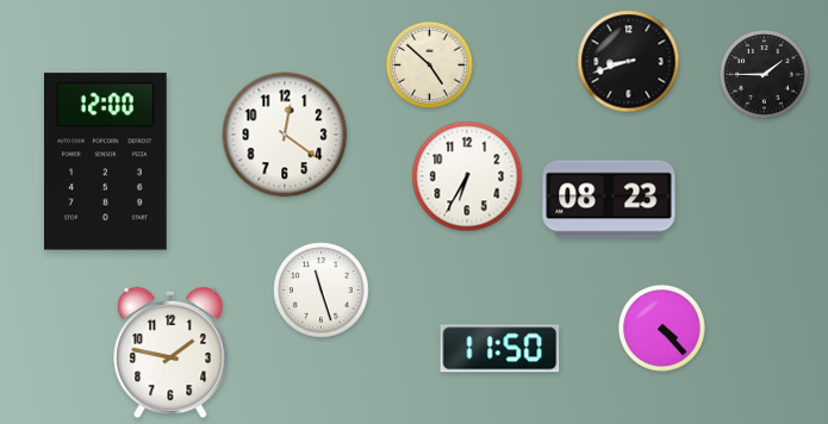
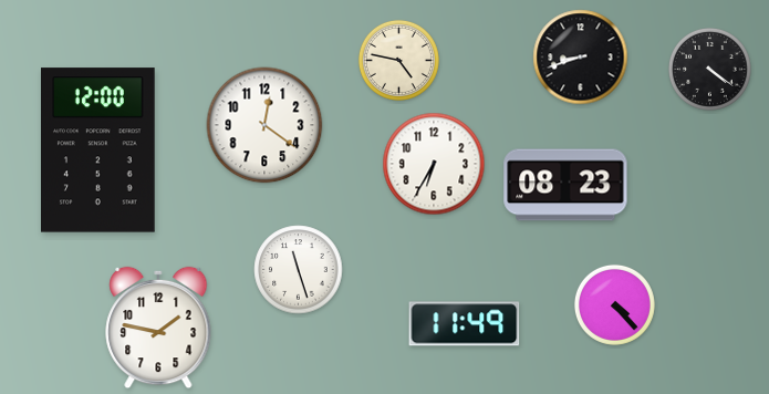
clock at (629, 62) position: (629, 62) -> (581, 58)
clock at (429, 64): 4:52 -> 4:47
clock at (765, 75): 1:45 -> 4:21
clock at (500, 349): 11:50 -> 11:49
